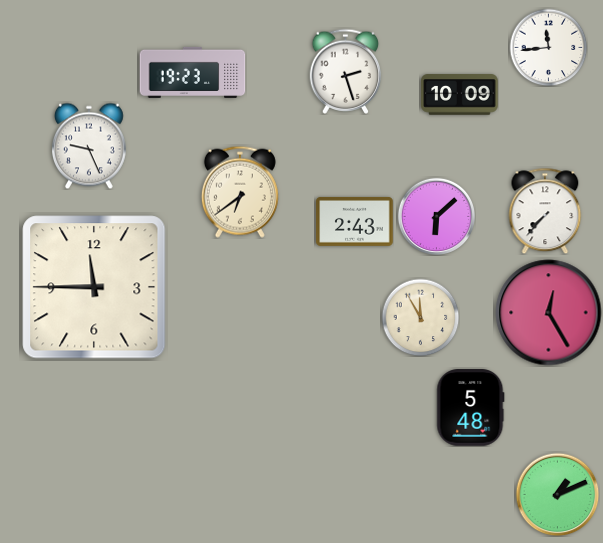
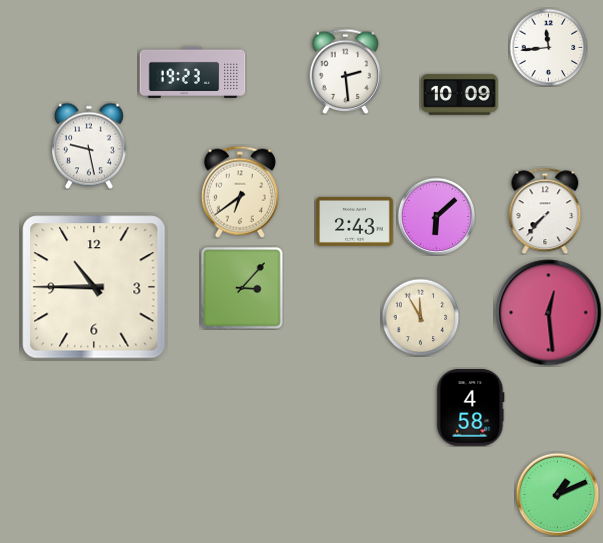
clock at (346, 71): 2:27 -> 2:29
clock at (89, 146): 9:26 -> 9:28
clock at (94, 287): 11:45 -> 10:45
clock at (242, 288): none -> 3:07
clock at (549, 313): 12:25 -> 12:29
clock at (471, 408): 5:48 -> 4:58
